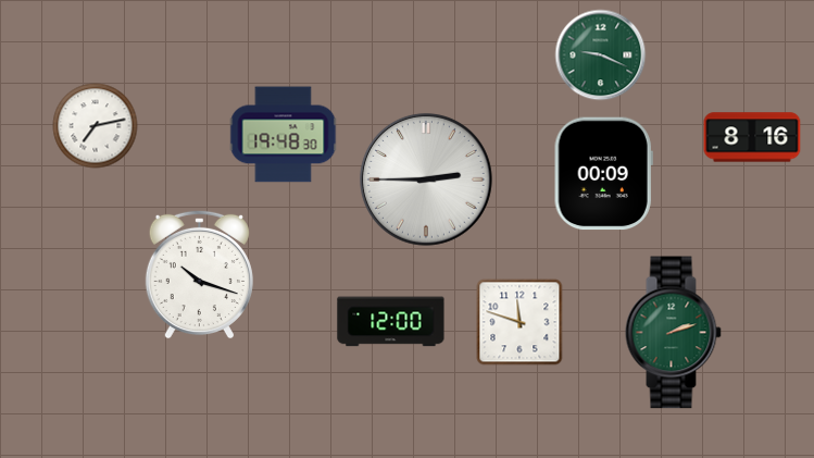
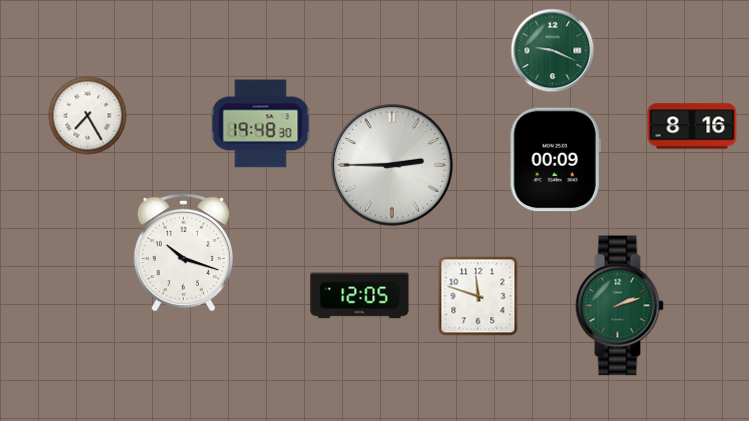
clock at (96, 126): 7:13 -> 7:25
clock at (391, 322): 12:00 -> 12:05
